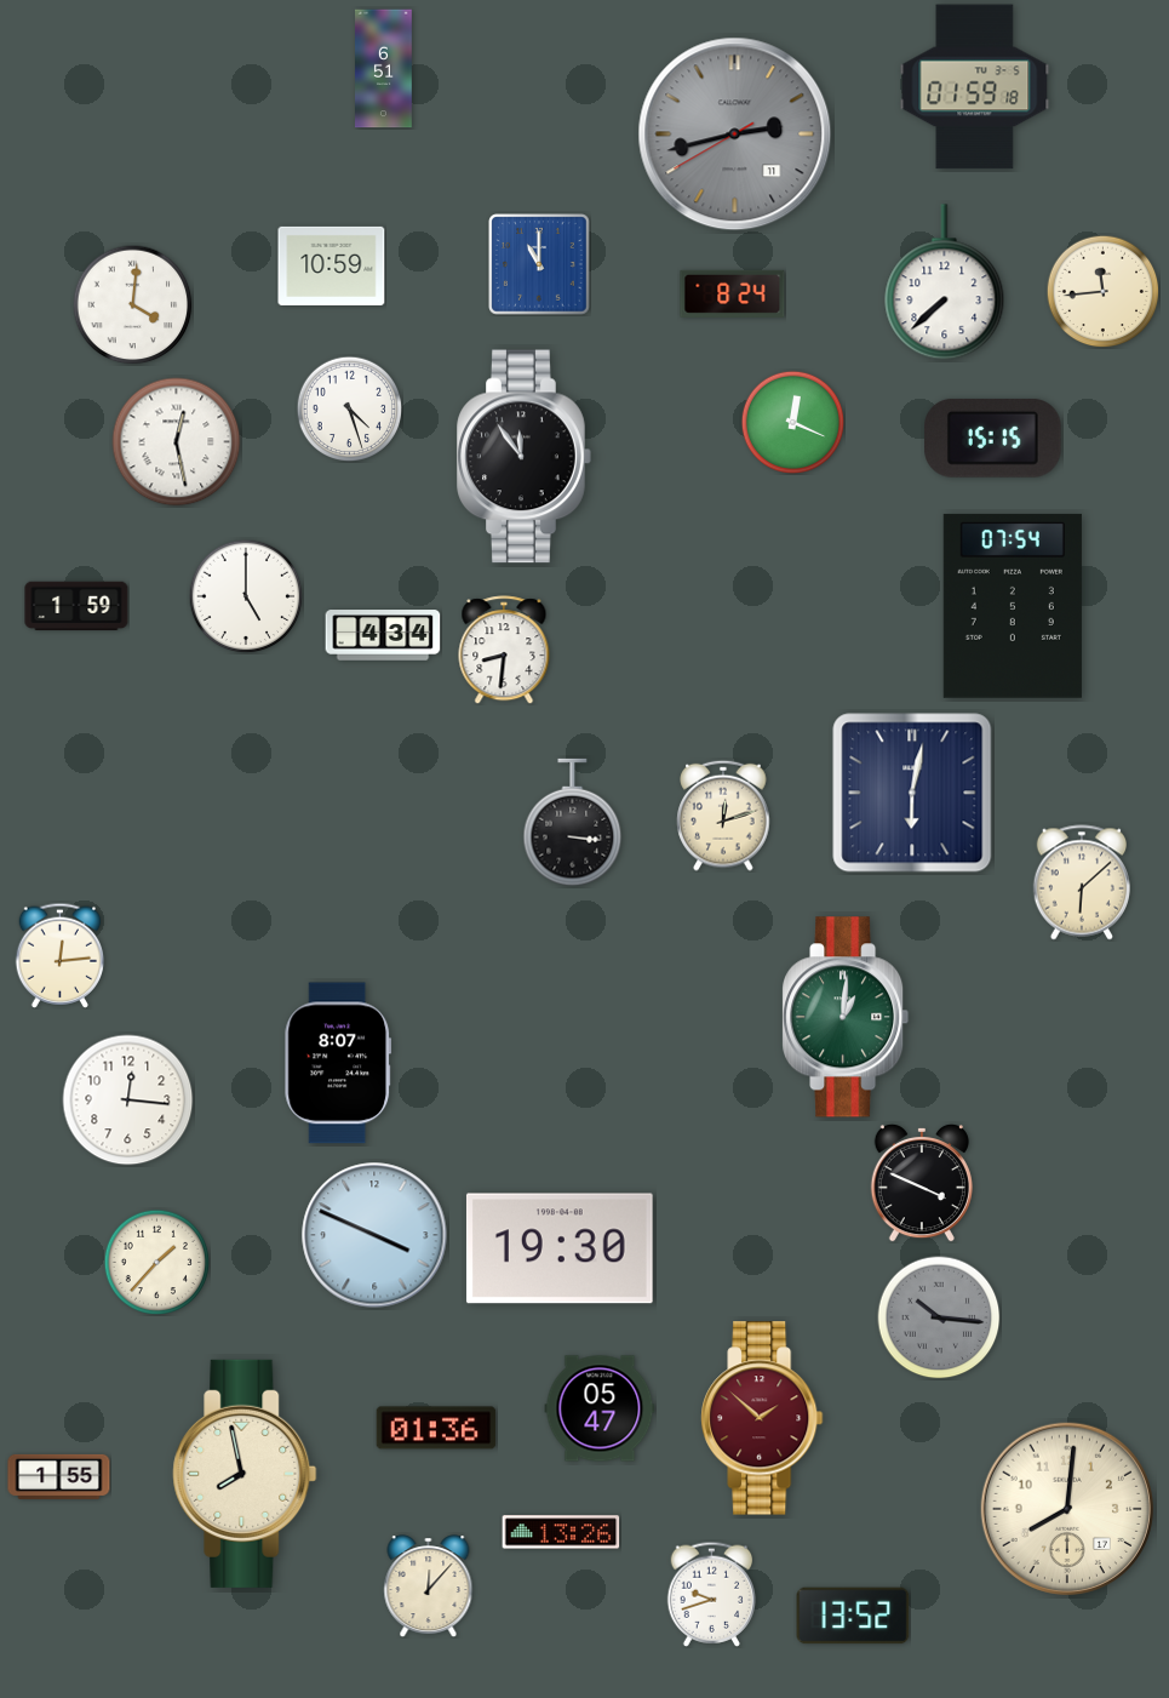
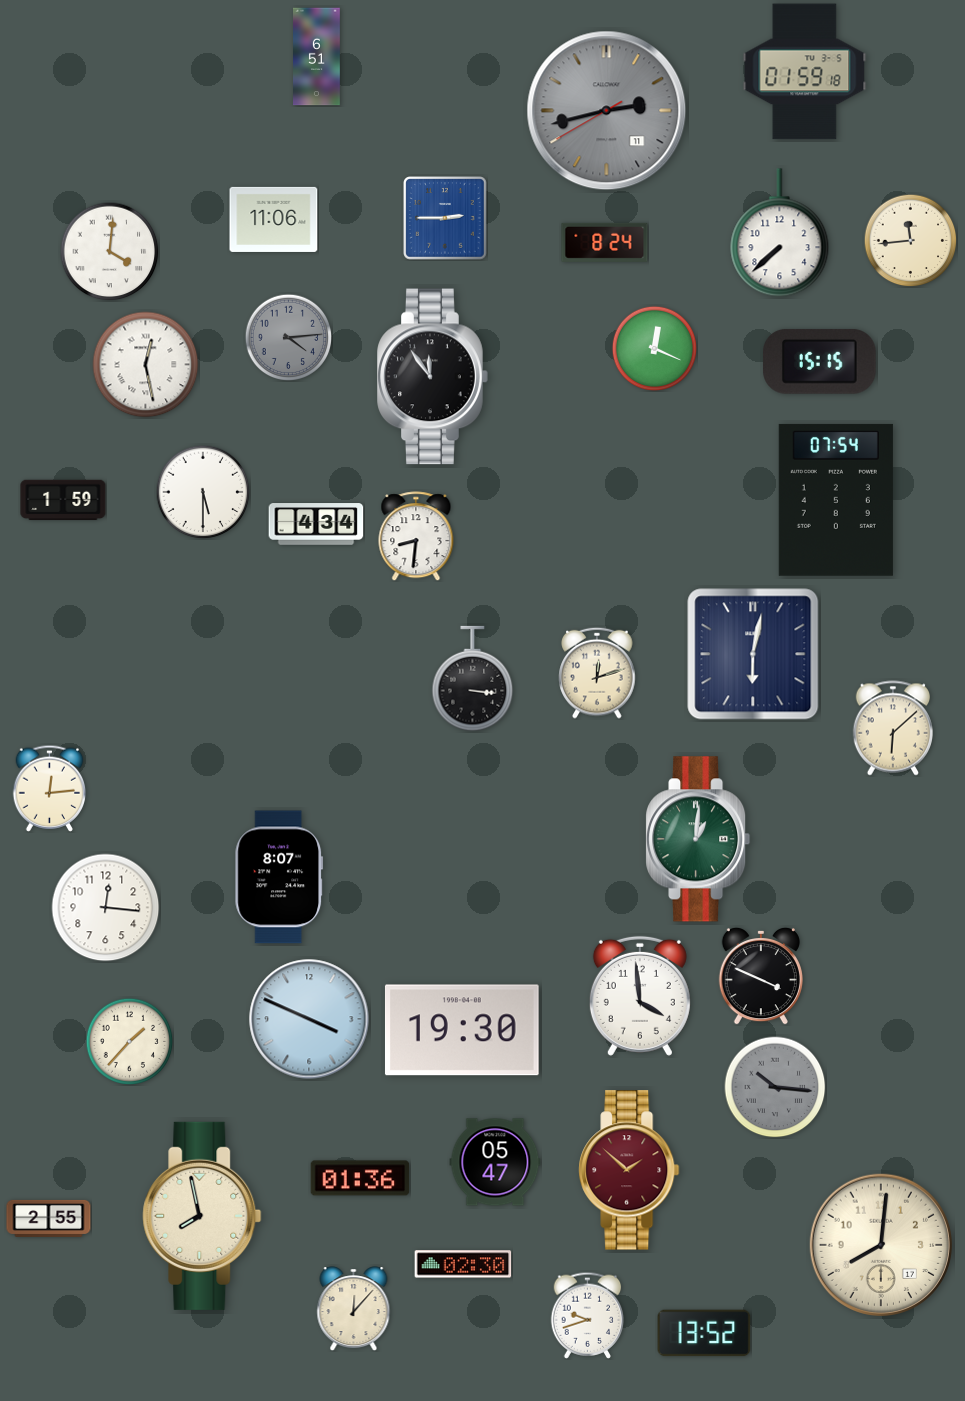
clock at (332, 265): 10:59 -> 11:06
clock at (540, 265): 11:00 -> 2:45
clock at (349, 408): 4:27 -> 4:14
clock at (349, 408) dial: white -> grey
clock at (246, 596): 5:00 -> 5:30
clock at (640, 996): none -> 3:59
clock at (59, 1476): 1:55 -> 2:55
clock at (561, 1532): 13:26 -> 02:30
